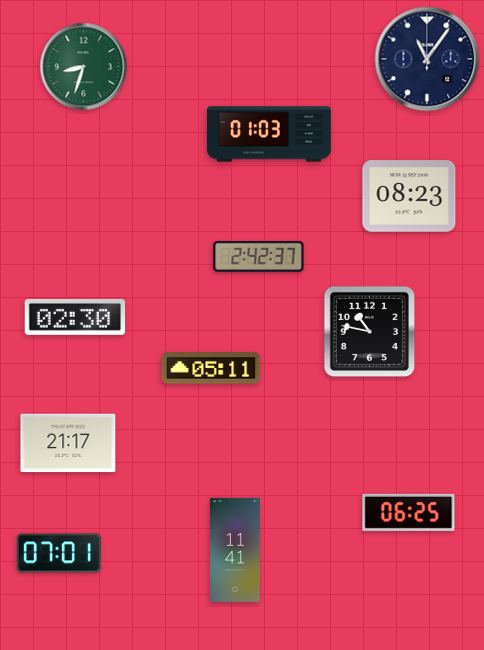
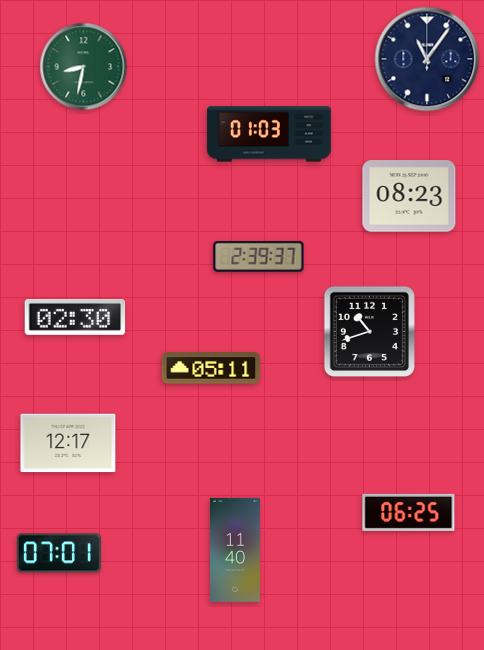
clock at (84, 67): 8:33 -> 8:32
clock at (259, 256): 2:42 -> 2:39
clock at (369, 331): 10:47 -> 10:42
clock at (68, 443): 21:17 -> 12:17
clock at (235, 550): 11:41 -> 11:40
